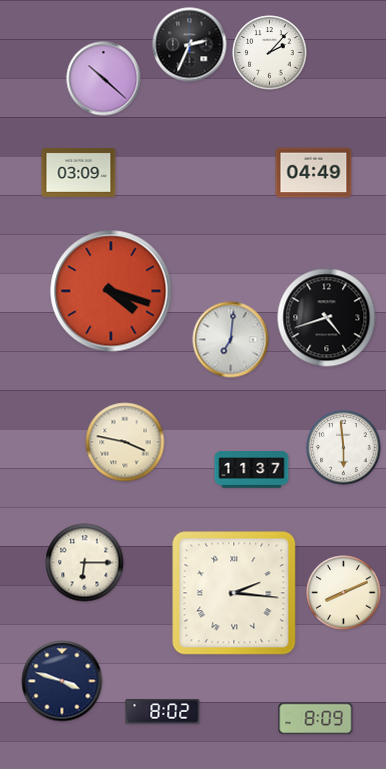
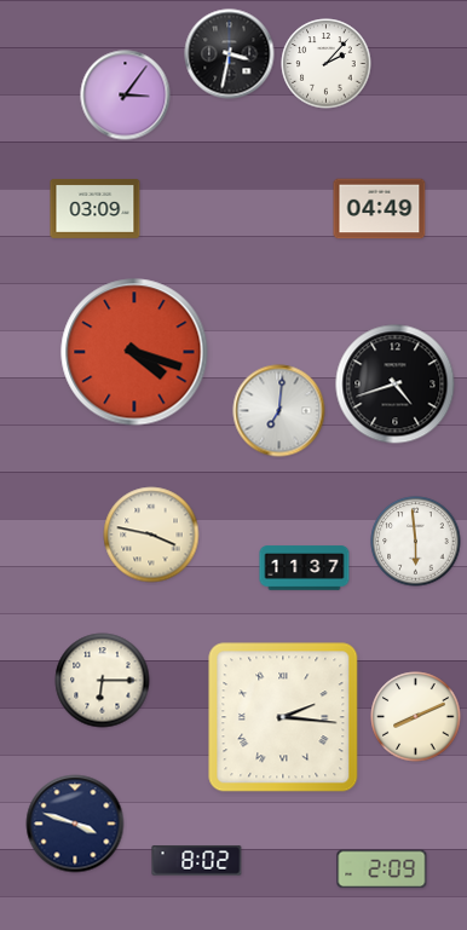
clock at (190, 45): 2:34 -> 3:32
clock at (104, 79): 10:22 -> 3:06
clock at (316, 719): 8:09 -> 2:09
